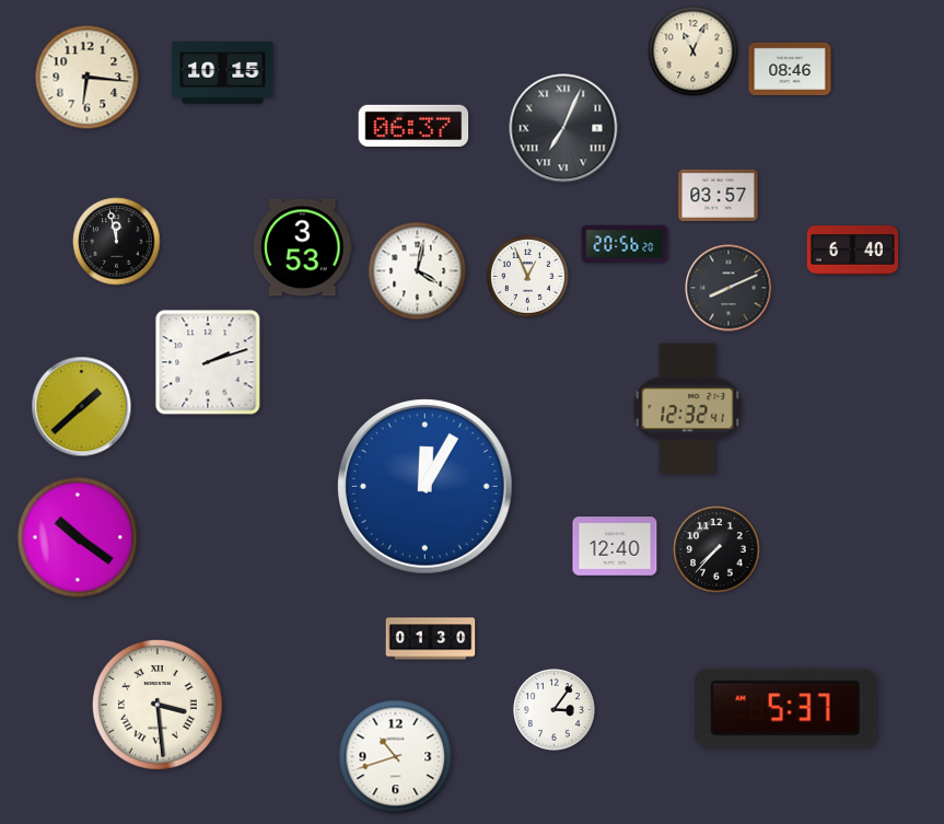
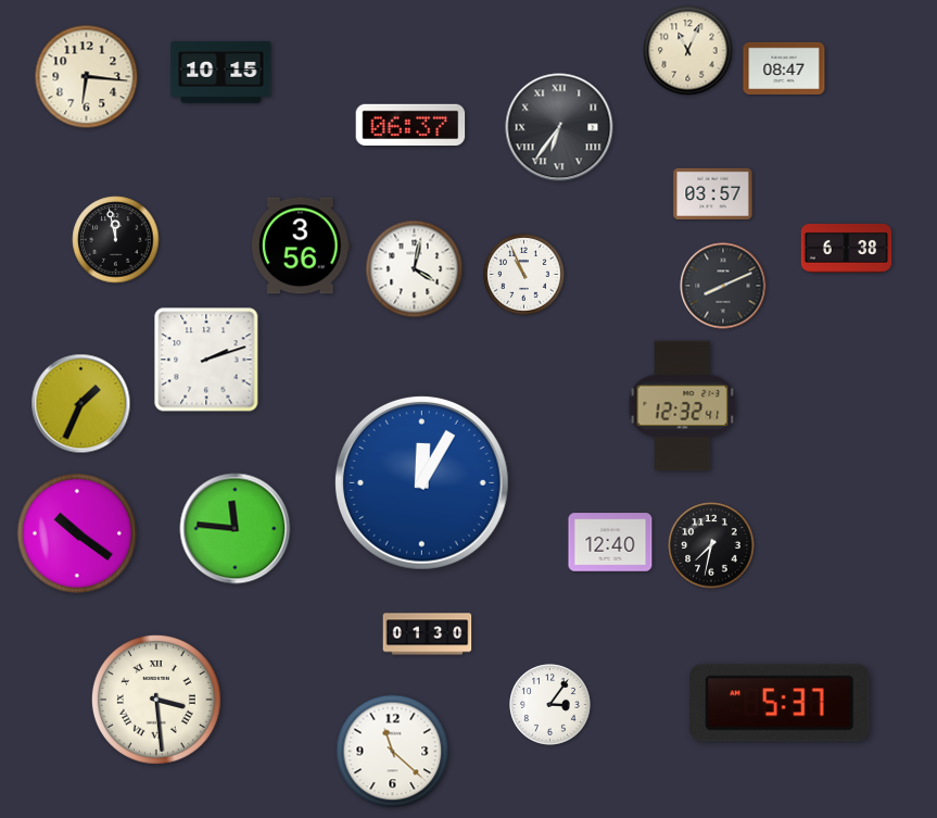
clock at (790, 69): 08:46 -> 08:47
clock at (563, 128): 7:04 -> 6:36
clock at (625, 244): 20:56 -> none
clock at (303, 247): 3:53 -> 3:56
clock at (853, 251): 6:40 -> 6:38
clock at (528, 277): 12:56 -> 10:56
clock at (82, 407): 1:38 -> 1:34
clock at (236, 529): none -> 11:46
clock at (716, 549): 7:37 -> 7:32
clock at (396, 757): 10:42 -> 11:22
